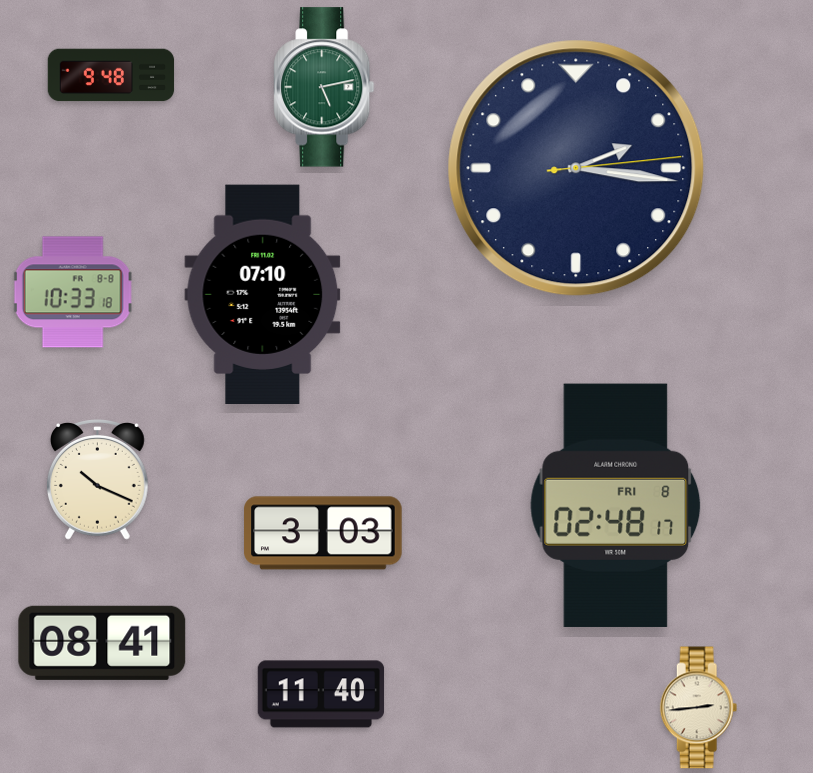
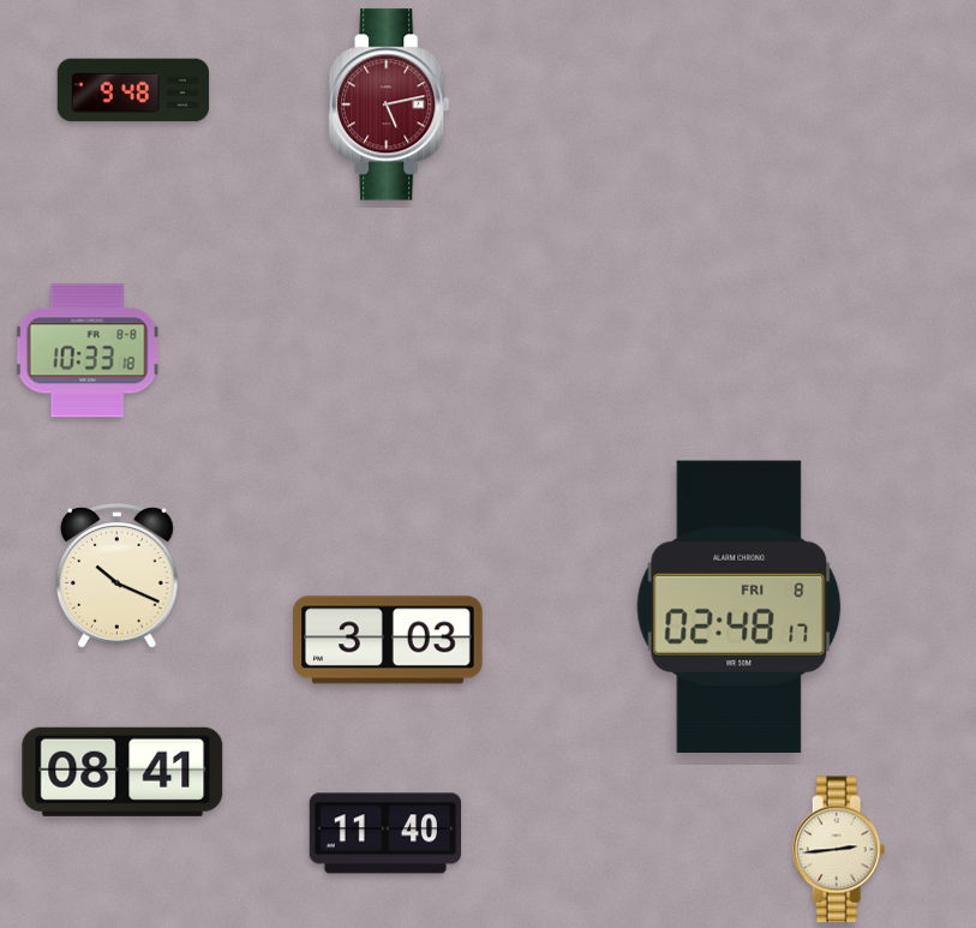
clock at (324, 87) dial: green -> burgundy
clock at (576, 168): 2:16 -> none
clock at (263, 294): 07:10 -> none
